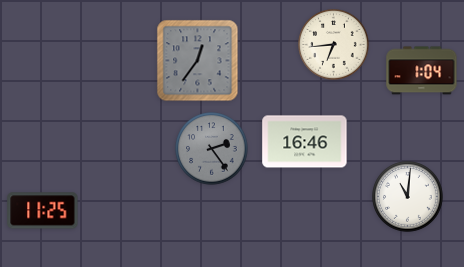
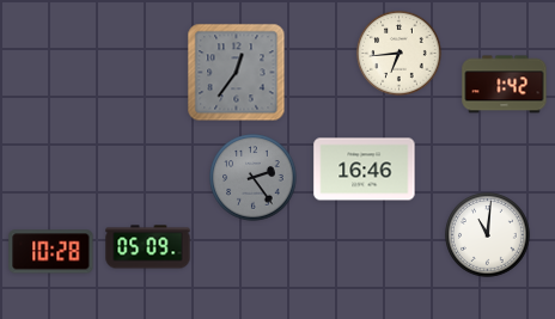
clock at (422, 71): 1:04 -> 1:42
clock at (148, 247): none -> 05:09
clock at (43, 211): 11:25 -> 10:28
